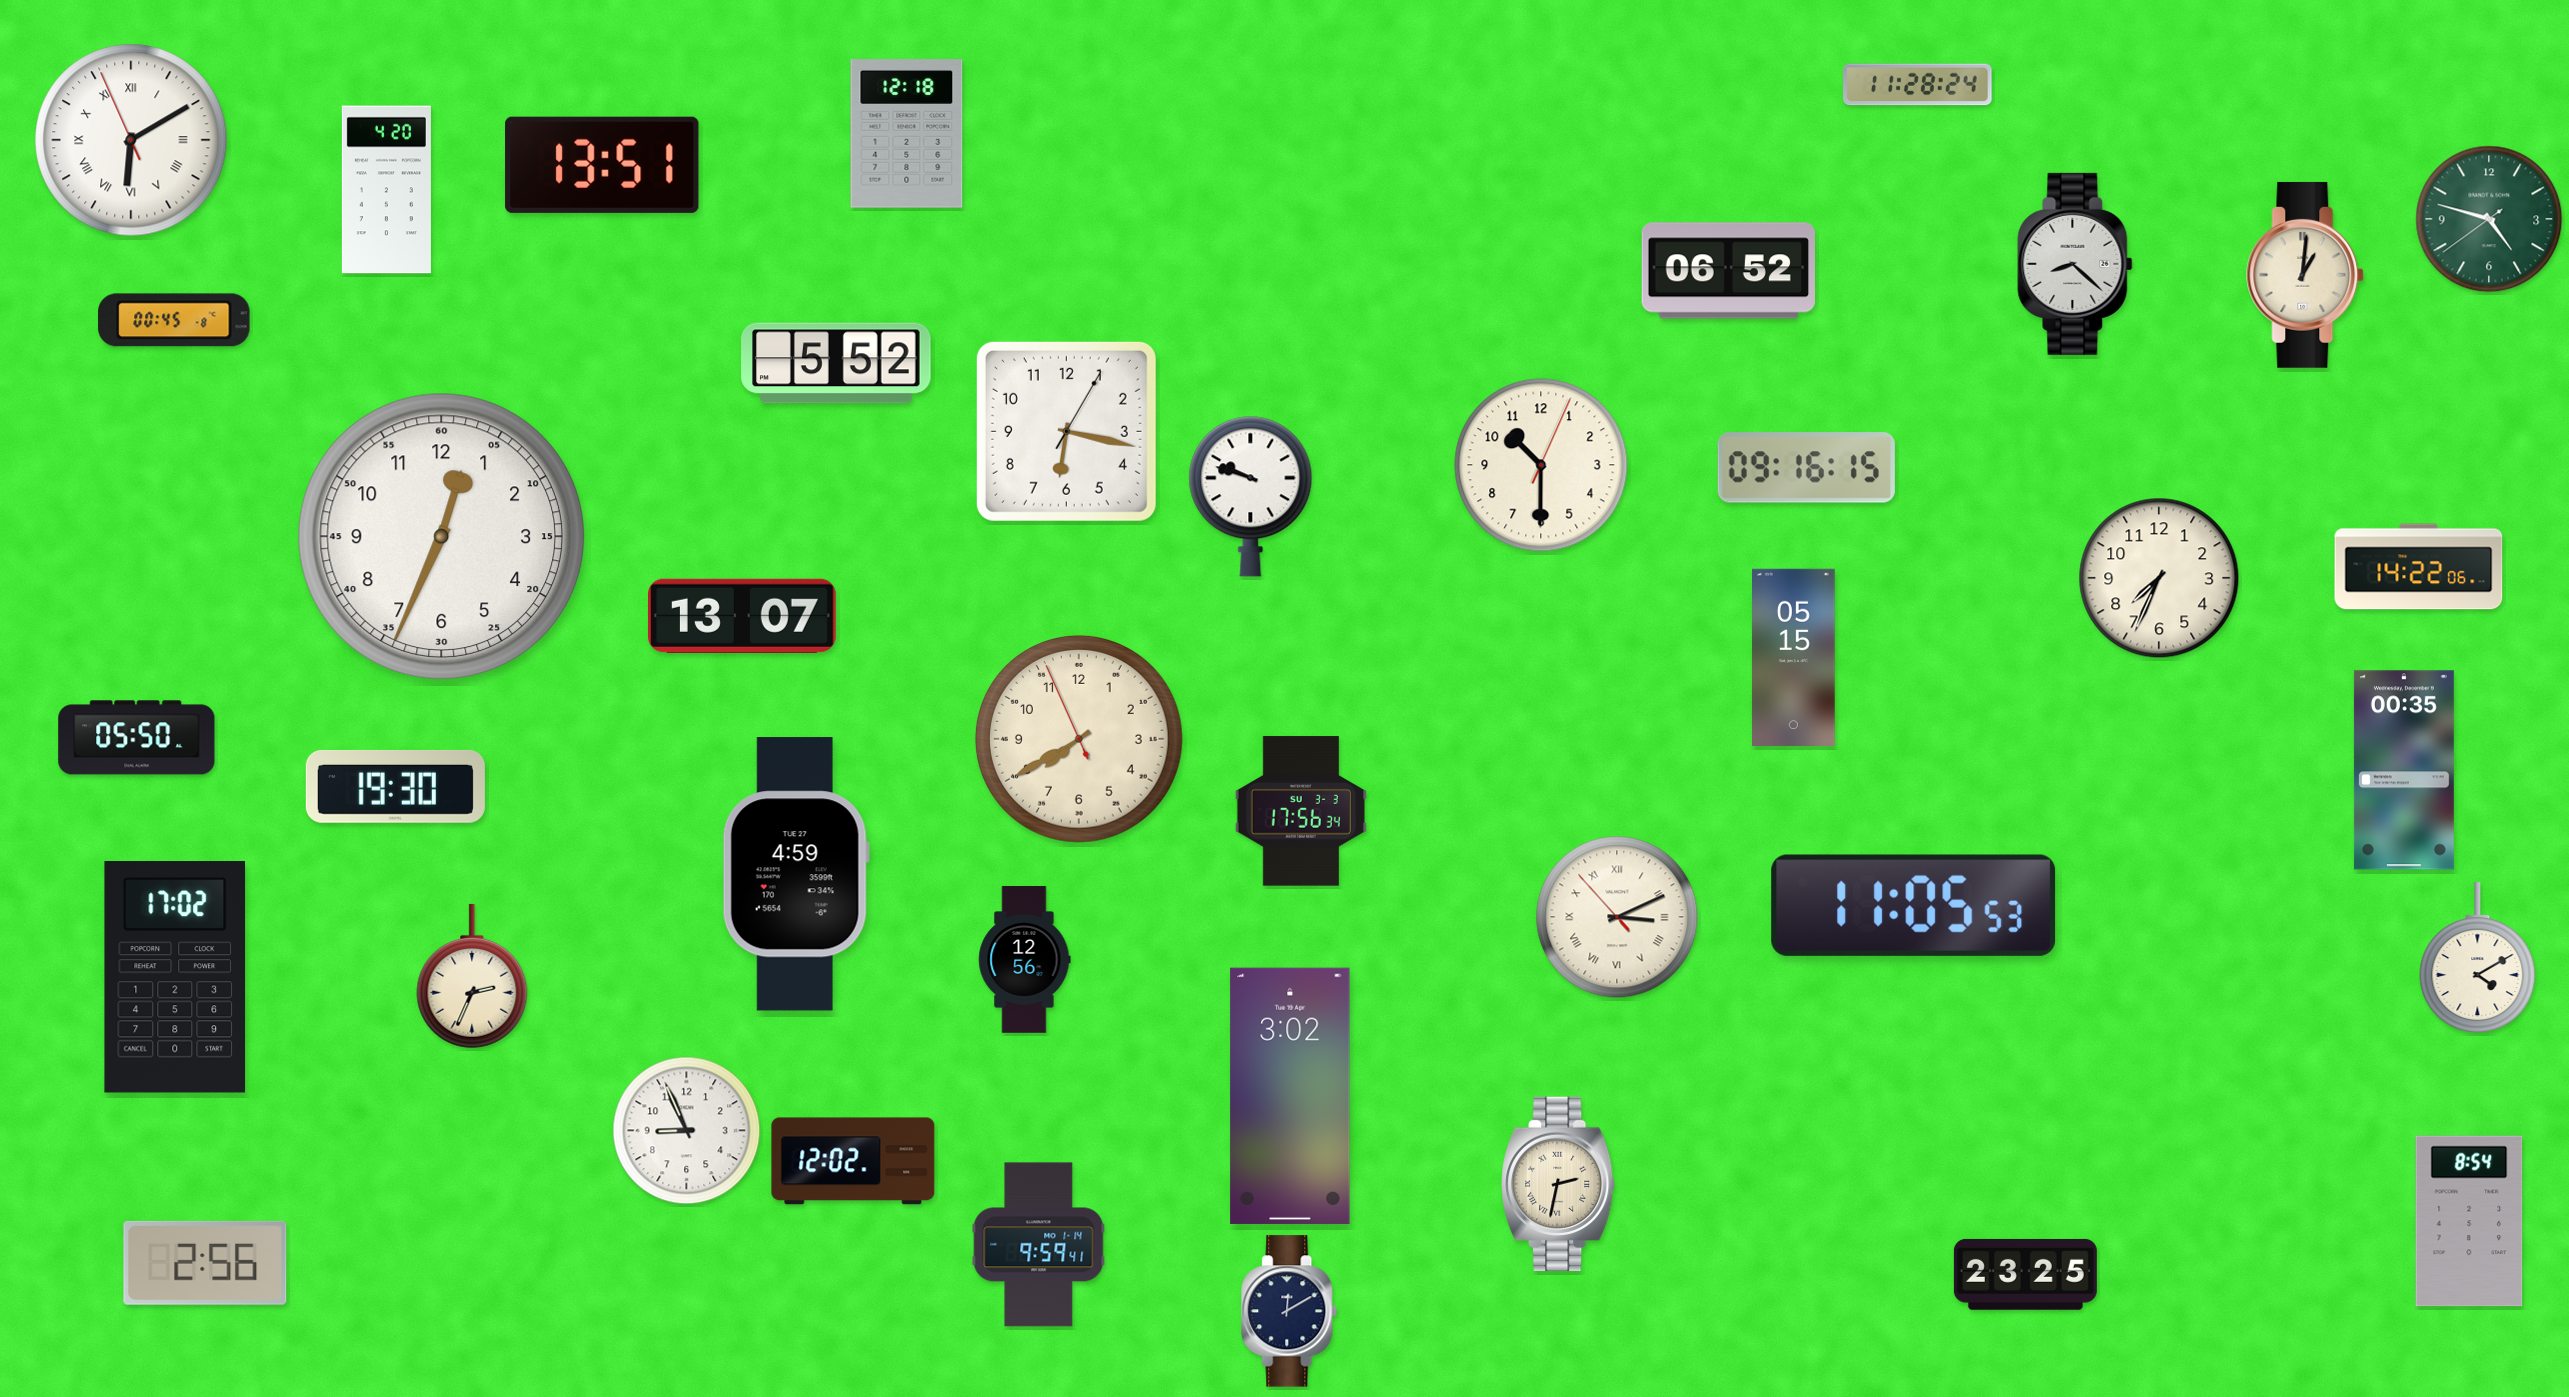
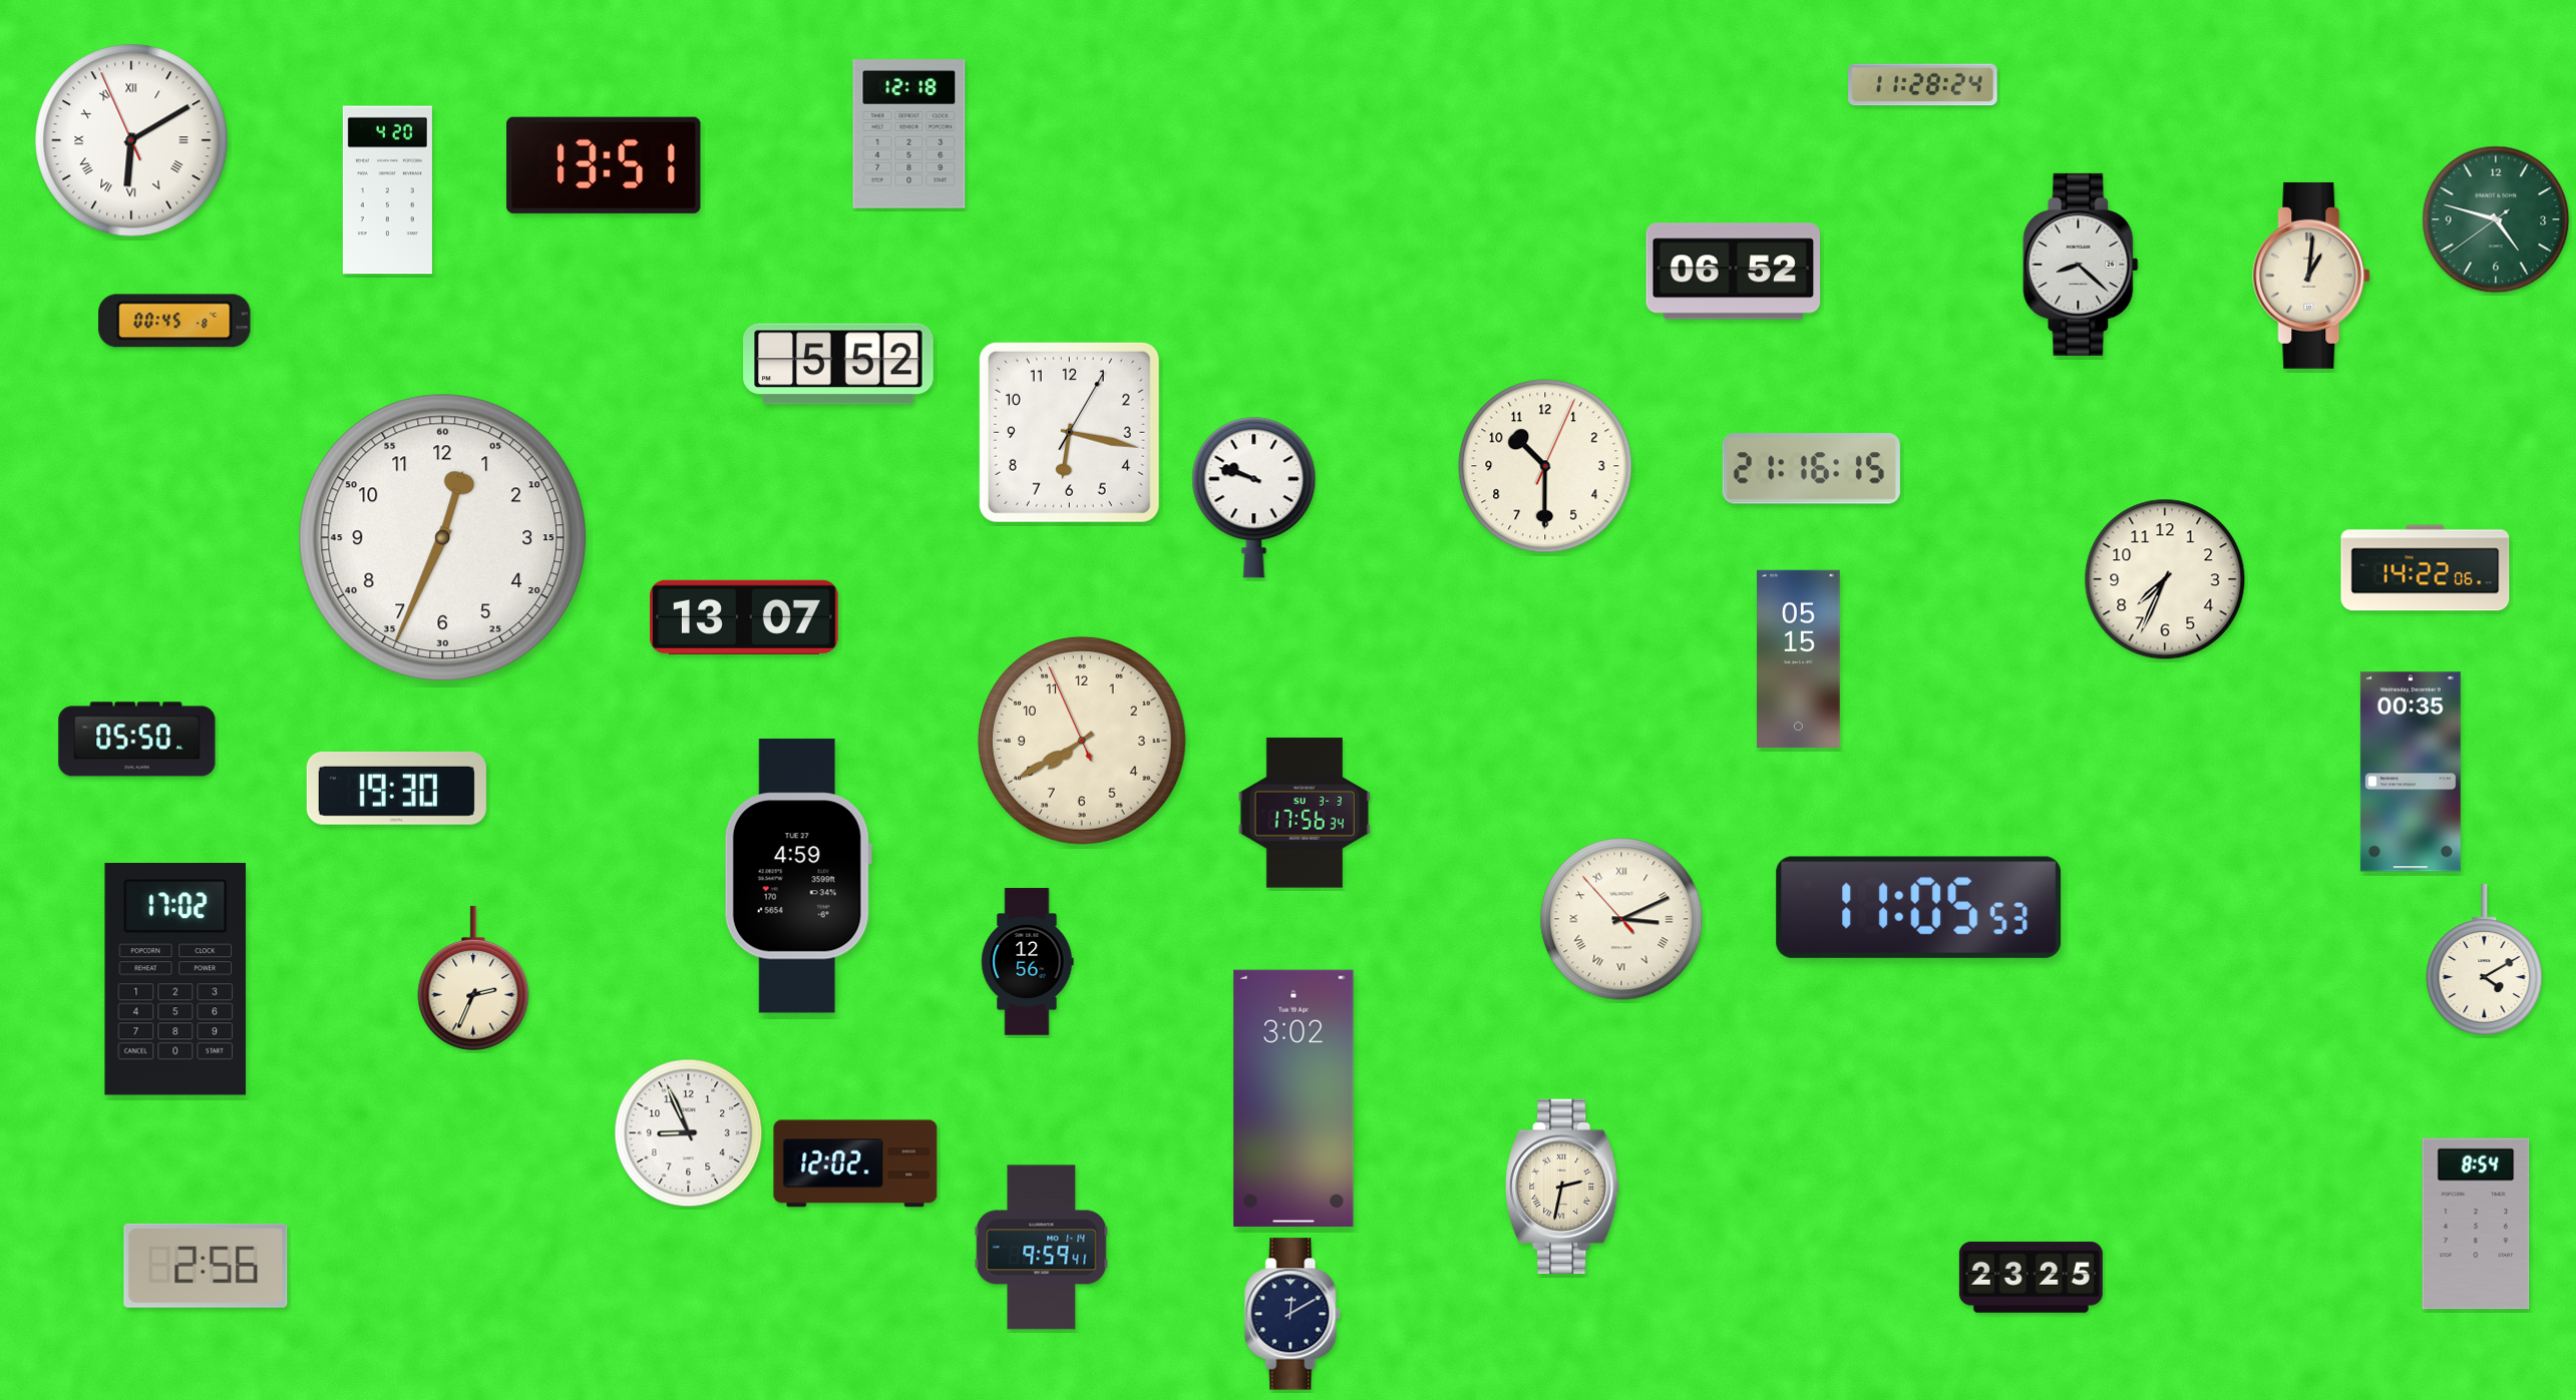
clock at (1806, 468): 09:16 -> 21:16
